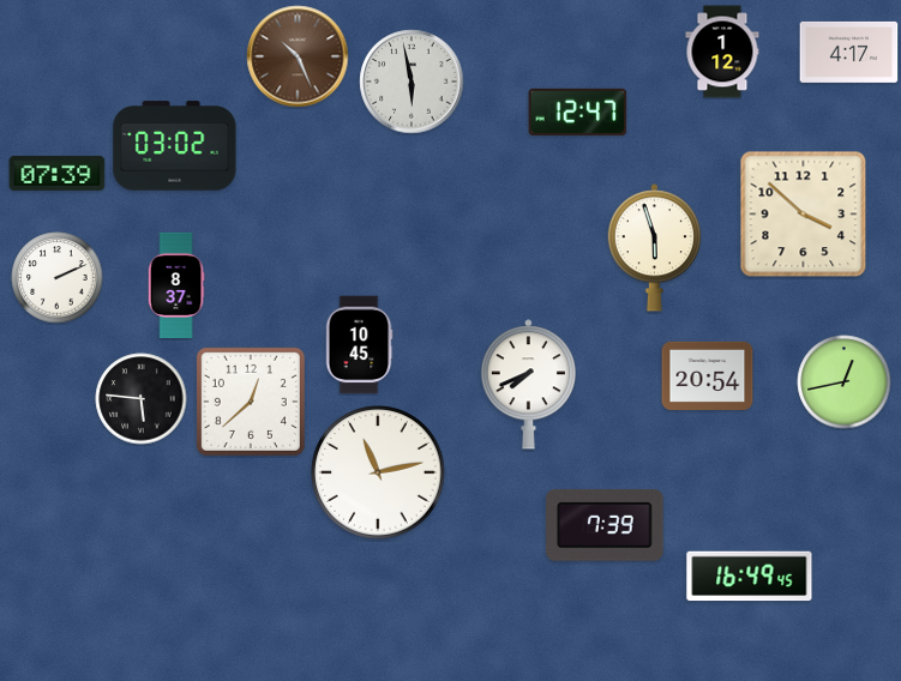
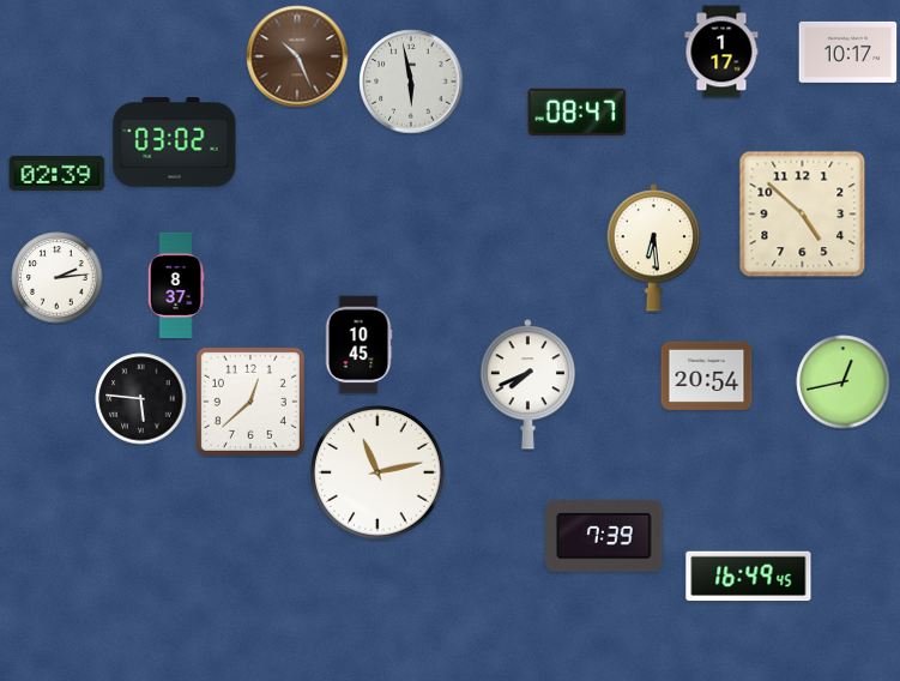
clock at (722, 52): 1:12 -> 1:17
clock at (849, 52): 4:17 -> 10:17
clock at (578, 112): 12:47 -> 08:47
clock at (175, 146) position: (175, 146) -> (175, 143)
clock at (58, 173): 07:39 -> 02:39
clock at (804, 215): 3:52 -> 4:52
clock at (655, 248): 5:57 -> 6:29
clock at (58, 278): 2:11 -> 2:14
clock at (605, 525) position: (605, 525) -> (604, 536)
